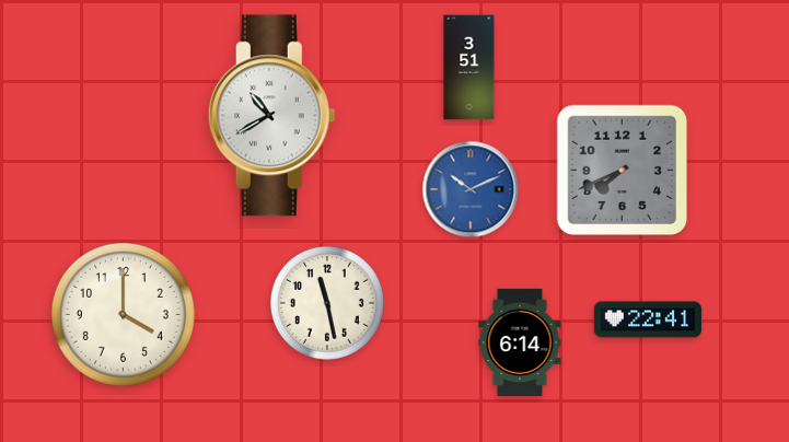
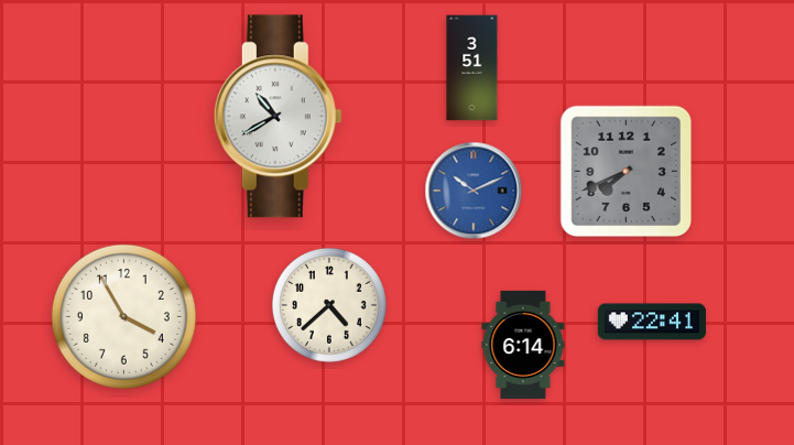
clock at (271, 116) position: (271, 116) -> (278, 117)
clock at (327, 303): 11:28 -> 4:38
clock at (123, 314): 4:00 -> 3:55
